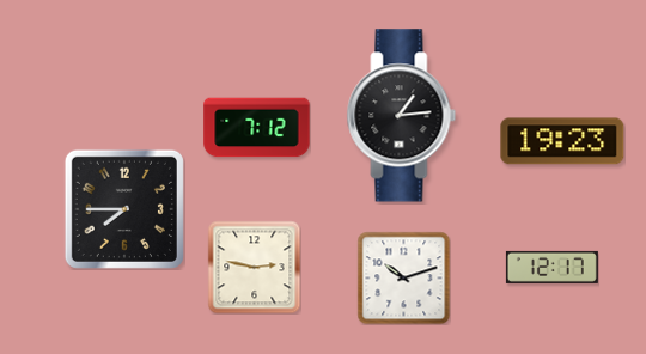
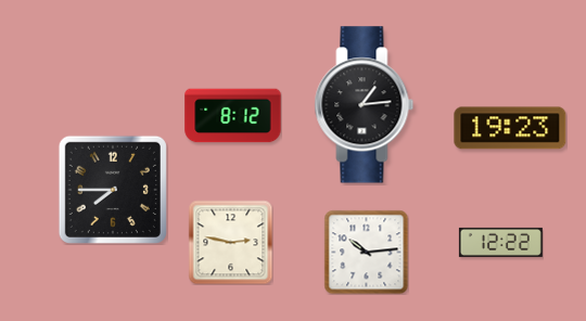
clock at (257, 128): 7:12 -> 8:12
clock at (551, 267): 12:17 -> 12:22
clock at (403, 277): 10:12 -> 10:14
